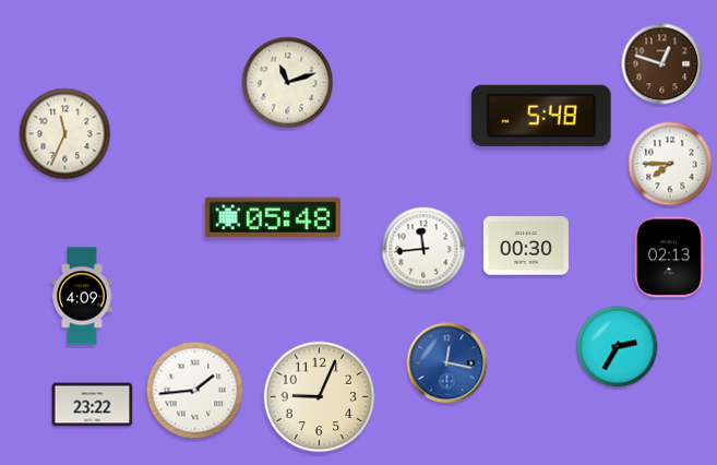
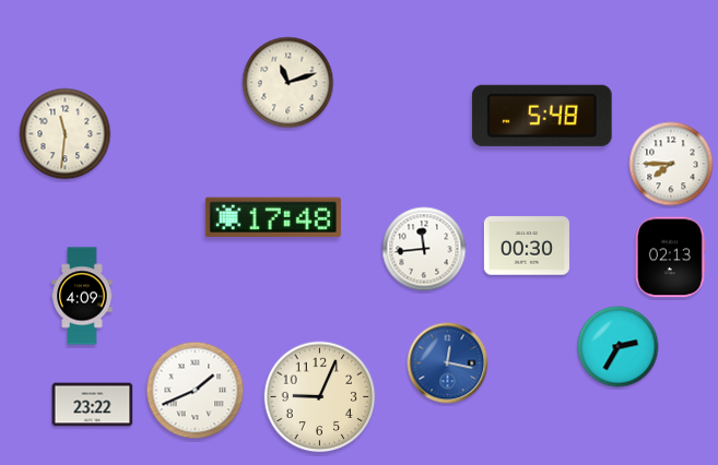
clock at (662, 64): 12:48 -> none
clock at (65, 134): 11:34 -> 11:31
clock at (273, 217): 05:48 -> 17:48
clock at (195, 391): 1:44 -> 1:41
